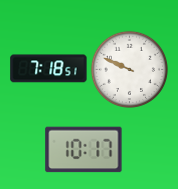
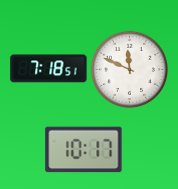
clock at (129, 69): 9:49 -> 11:49
